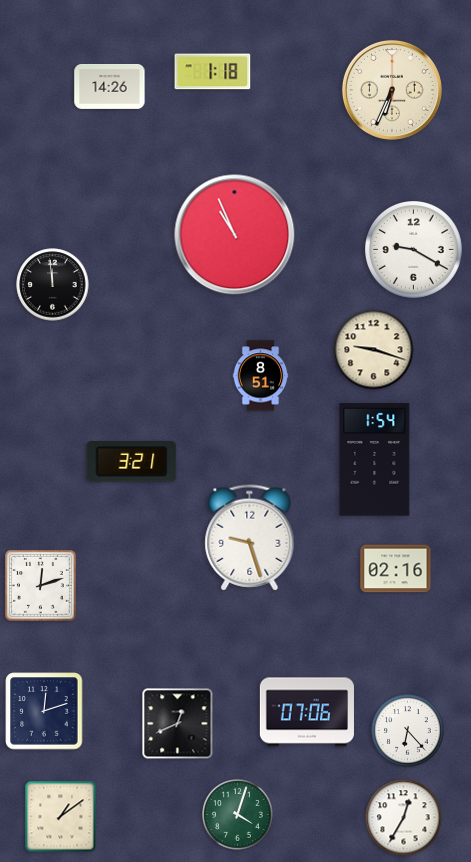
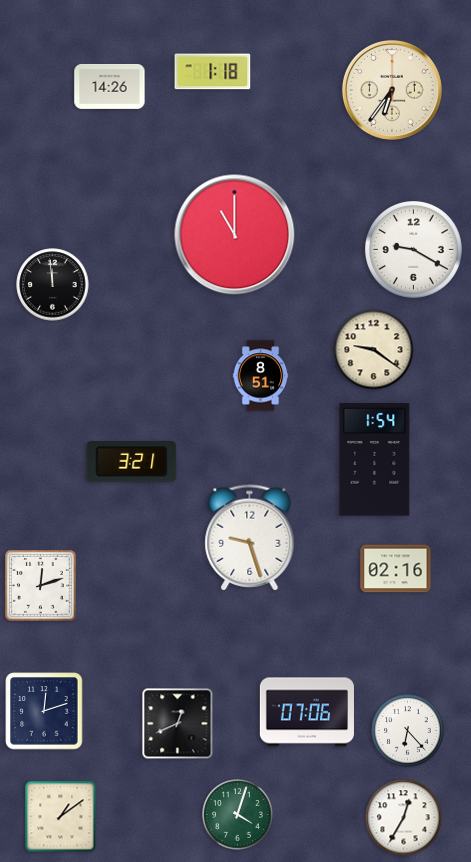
clock at (392, 90): 6:34 -> 6:36
clock at (235, 235): 10:56 -> 11:00
clock at (374, 350): 9:18 -> 9:21
